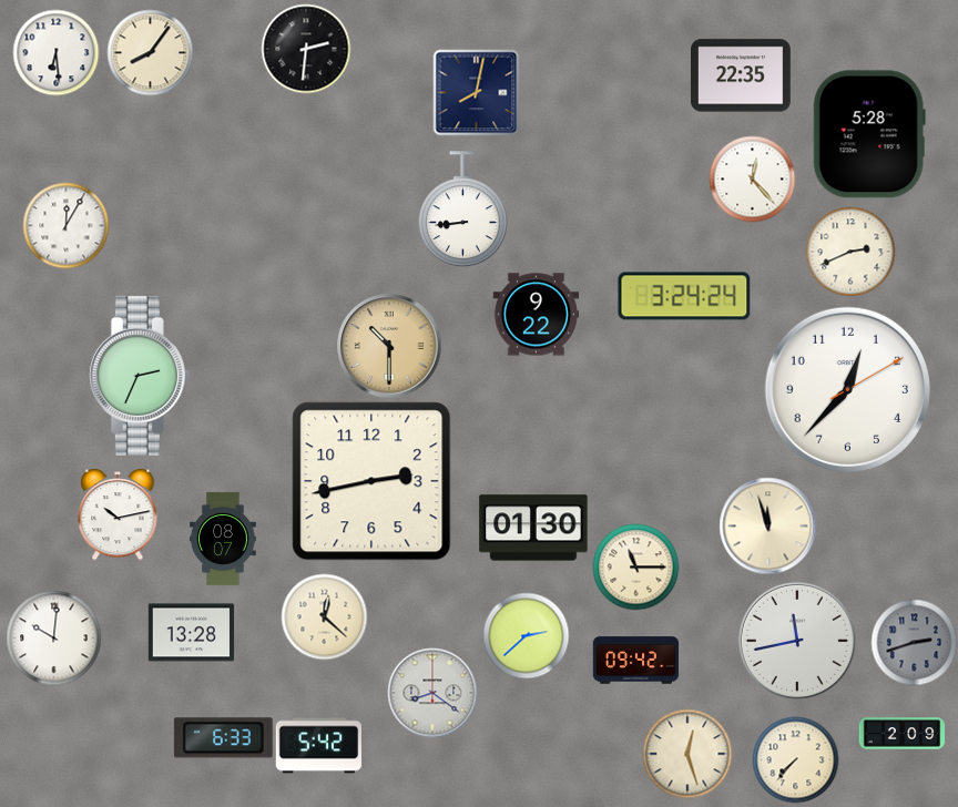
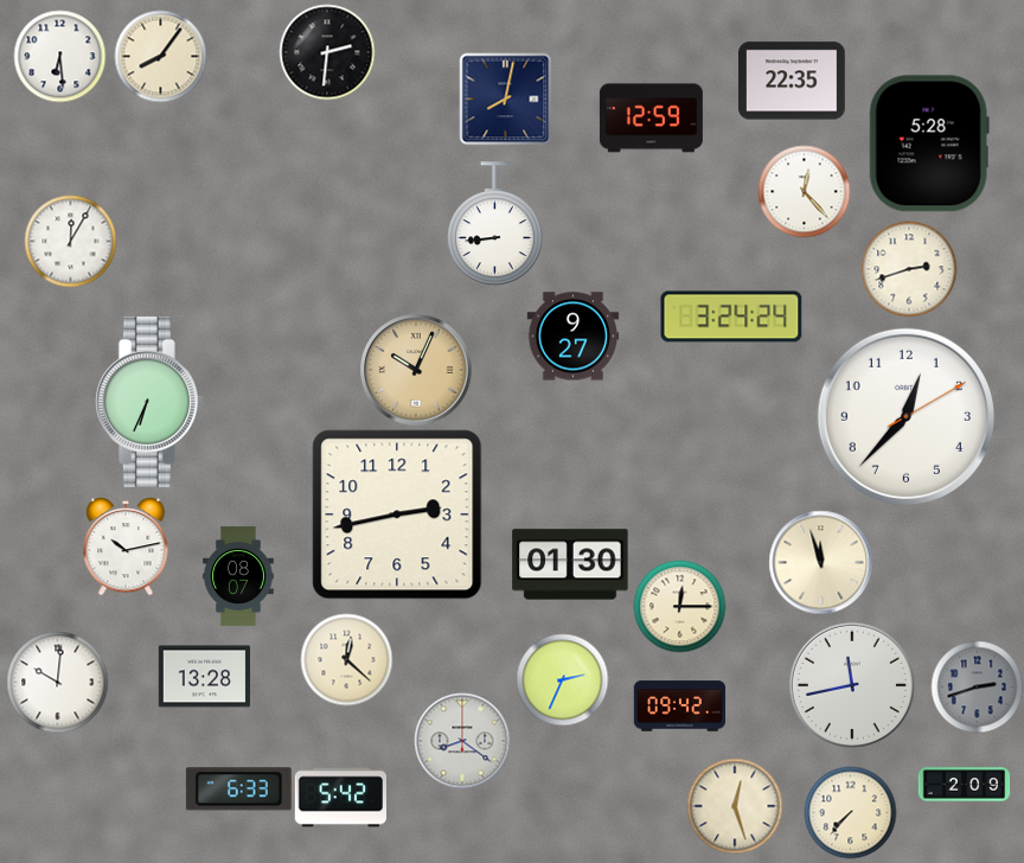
clock at (476, 92) position: (476, 92) -> (505, 98)
clock at (651, 119): none -> 12:59
clock at (850, 252): 2:41 -> 2:42
clock at (536, 315): 9:22 -> 9:27
clock at (389, 346): 10:30 -> 10:04
clock at (140, 376): 2:34 -> 6:34
clock at (118, 514) position: (118, 514) -> (126, 546)
clock at (635, 566): 11:15 -> 12:15
clock at (526, 635): 2:38 -> 2:34
